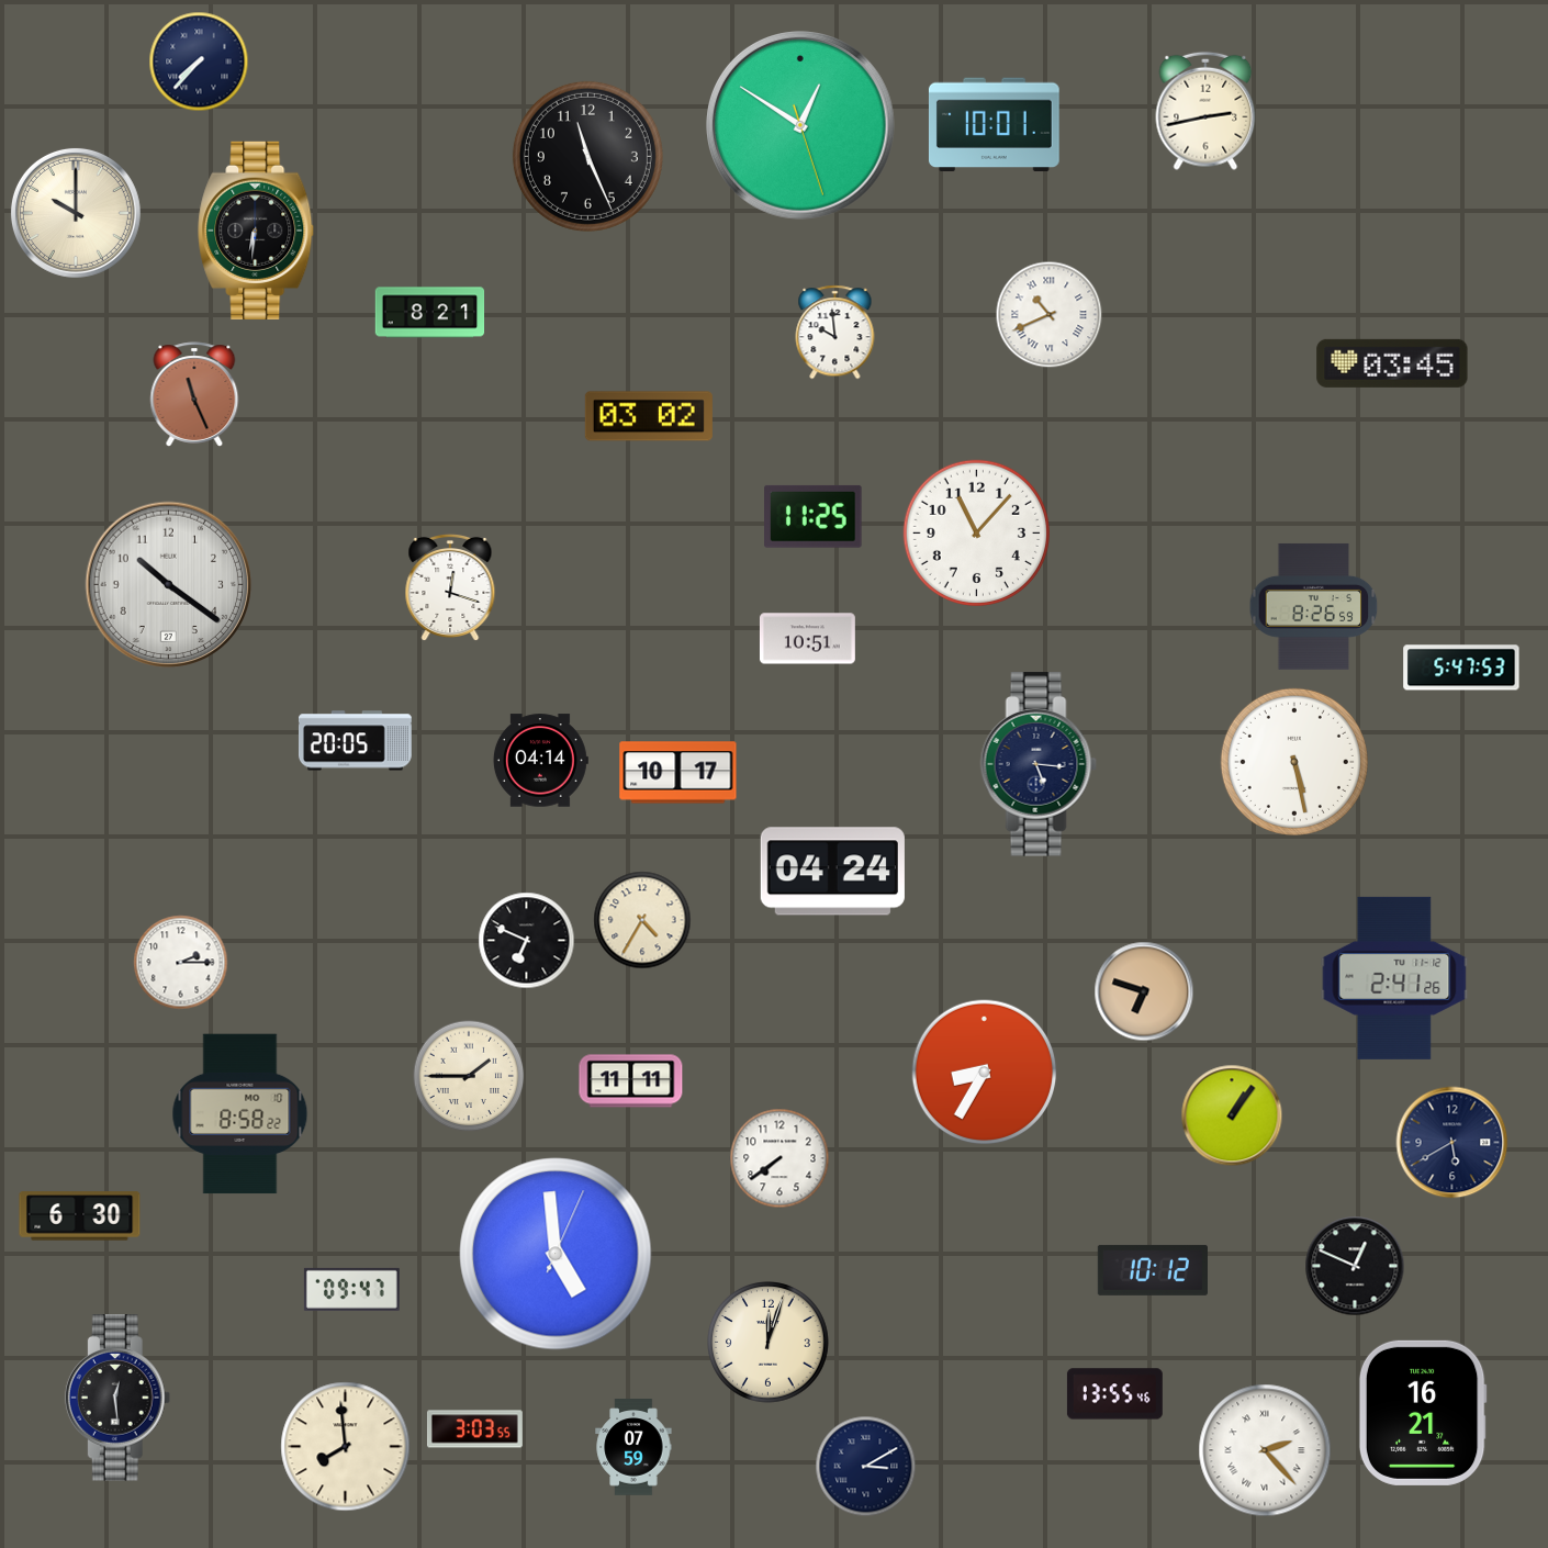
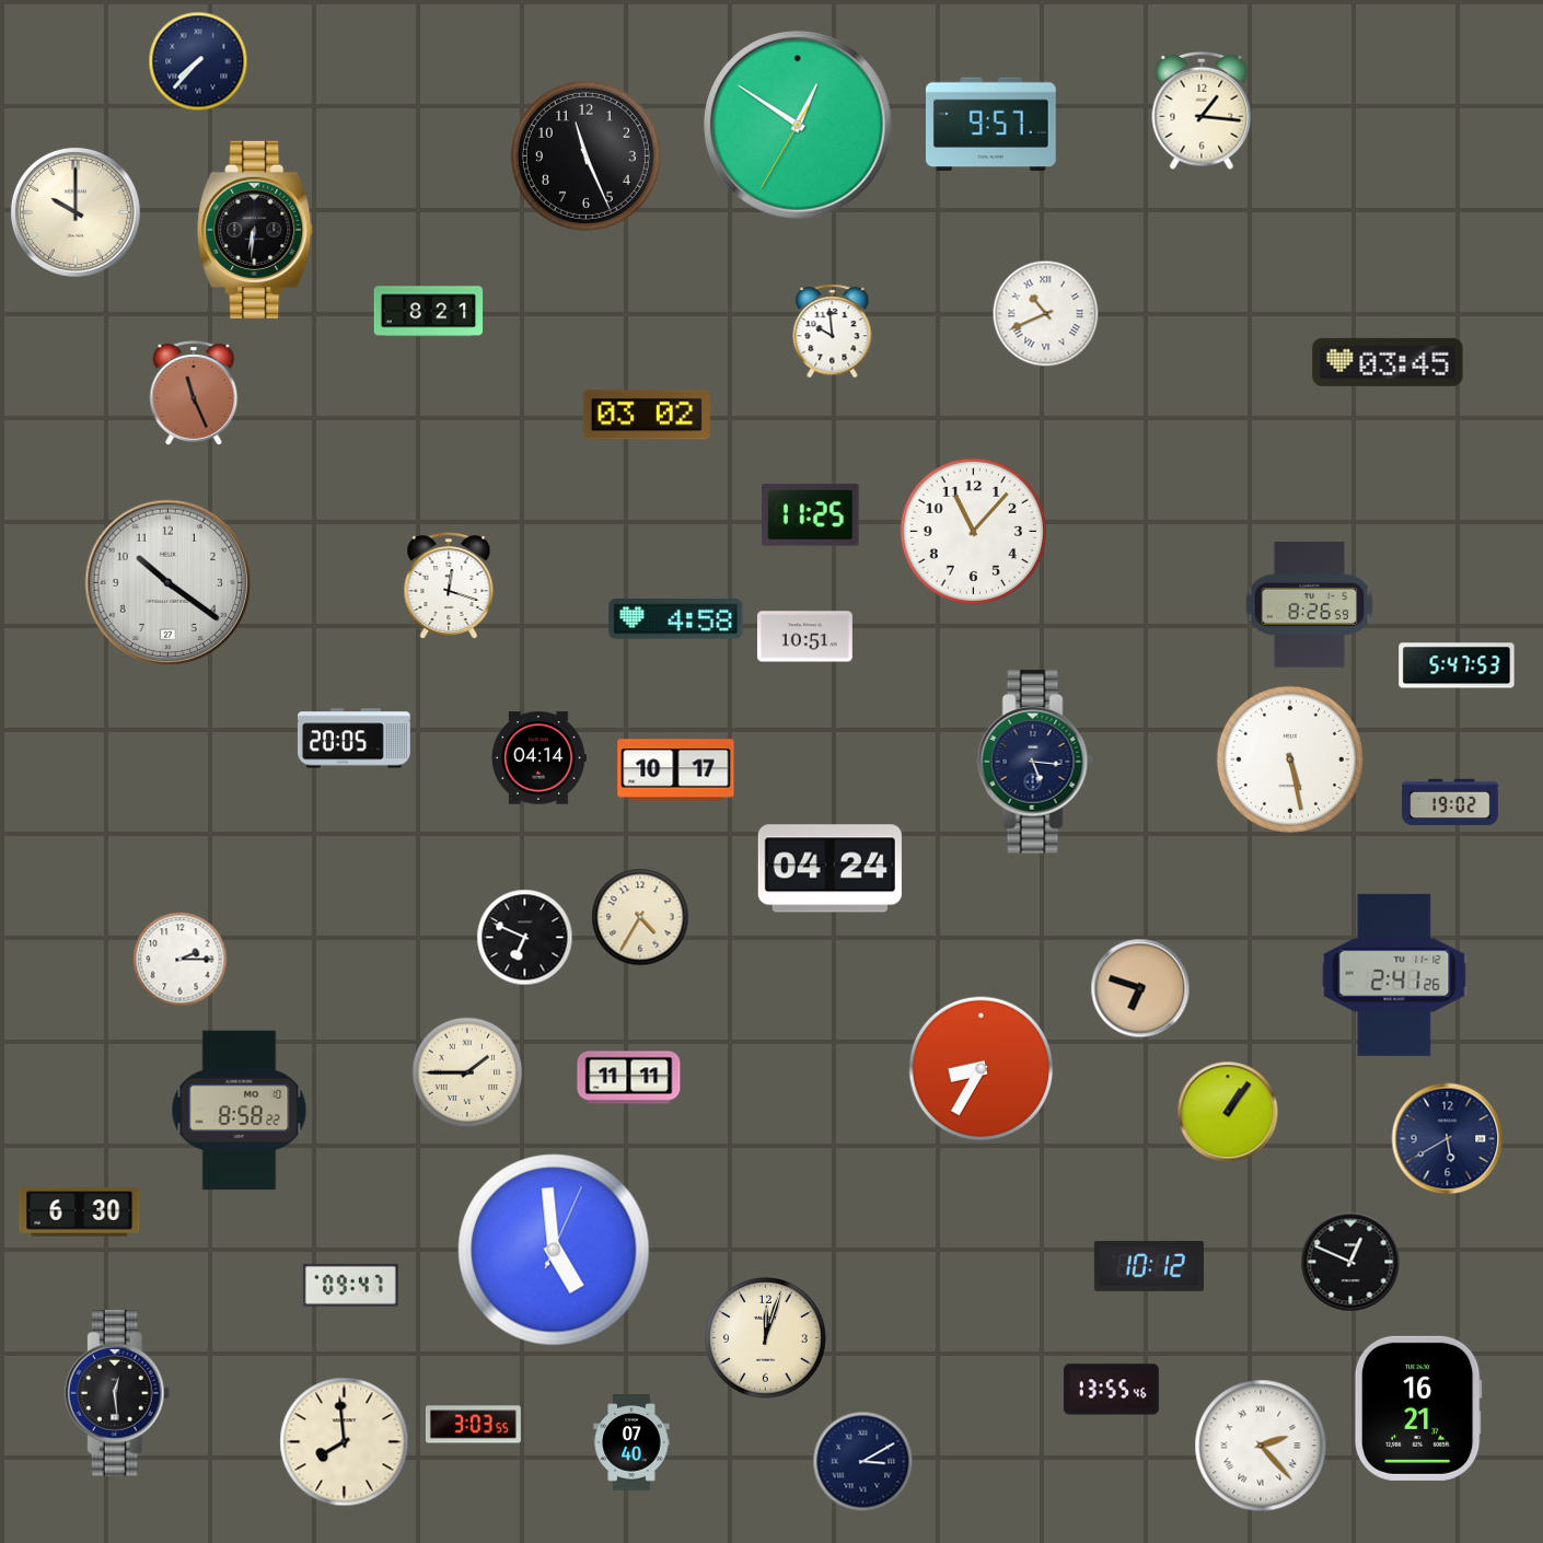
clock at (1205, 111): 2:43 -> 1:16
clock at (800, 125): 12:50:27 -> 12:50:35
clock at (994, 125): 10:01 -> 9:57
clock at (676, 619): none -> 4:58
clock at (1450, 802): none -> 19:02
clock at (1394, 978) position: (1394, 978) -> (1394, 975)
clock at (779, 1158): 7:39 -> none
clock at (633, 1447): 07:59 -> 07:40
